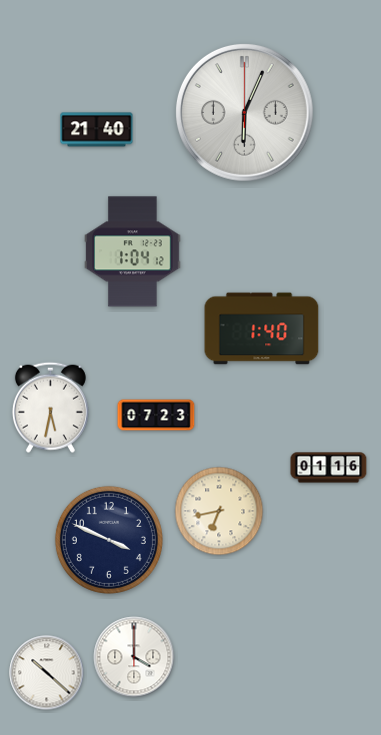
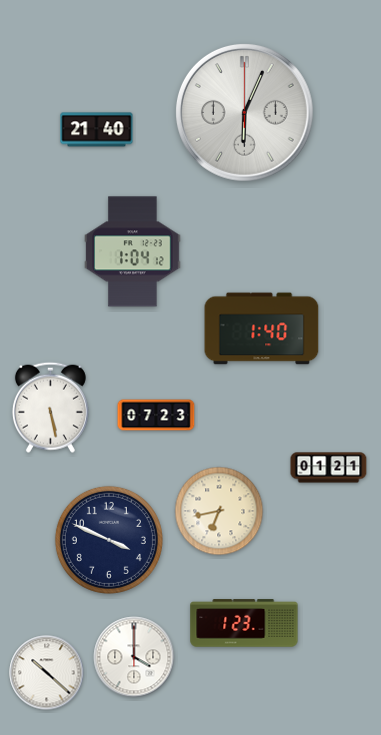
clock at (50, 407): 5:32 -> 5:28
clock at (329, 468): 01:16 -> 01:21
clock at (244, 623): none -> 1:23
